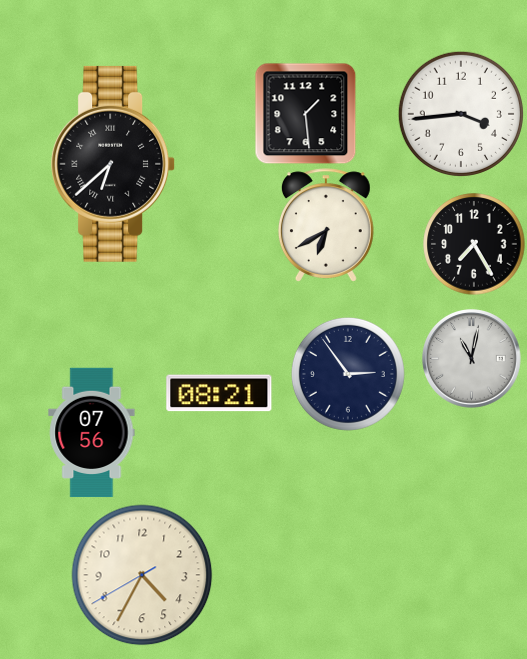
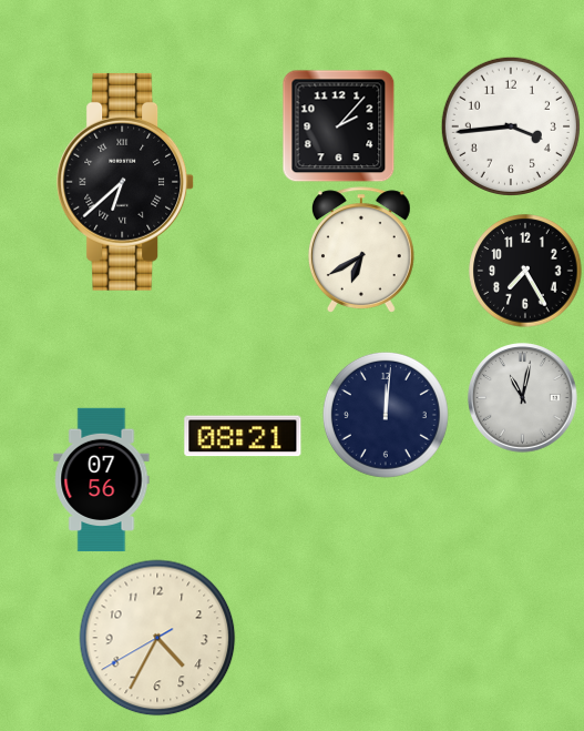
clock at (305, 113): 1:29 -> 2:07
clock at (348, 374): 2:54 -> 12:01
